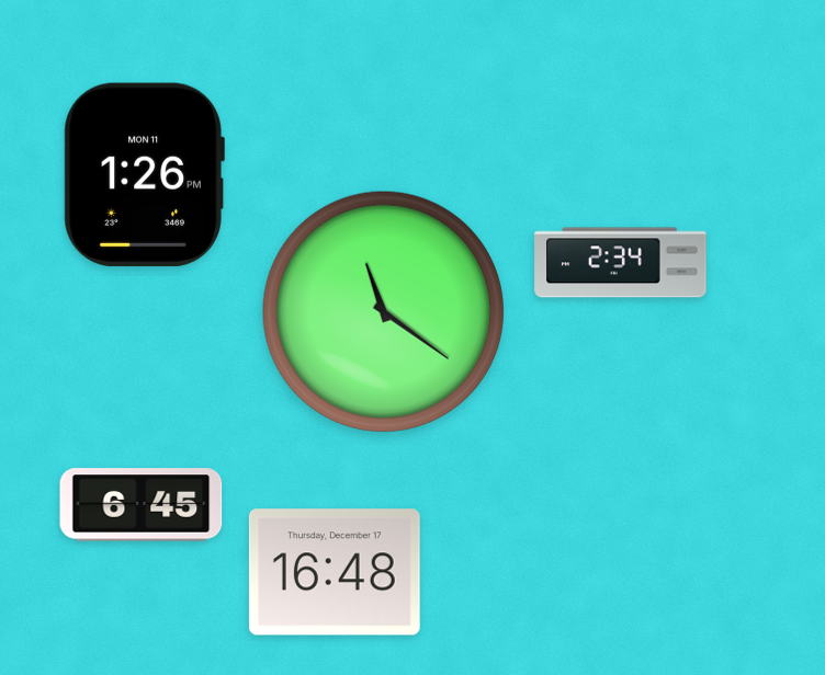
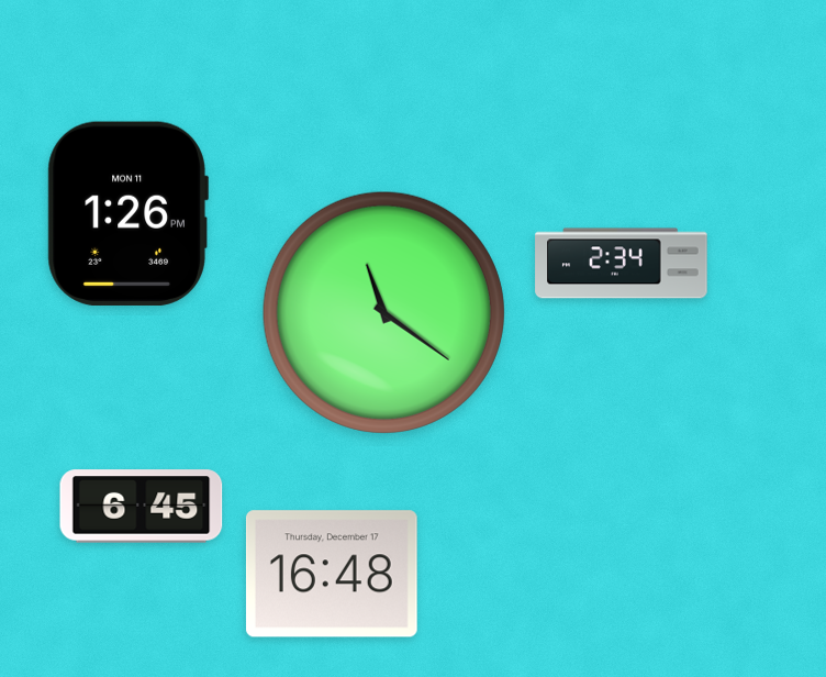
clock at (144, 174) position: (144, 174) -> (127, 213)
clock at (335, 572) position: (335, 572) -> (332, 574)
